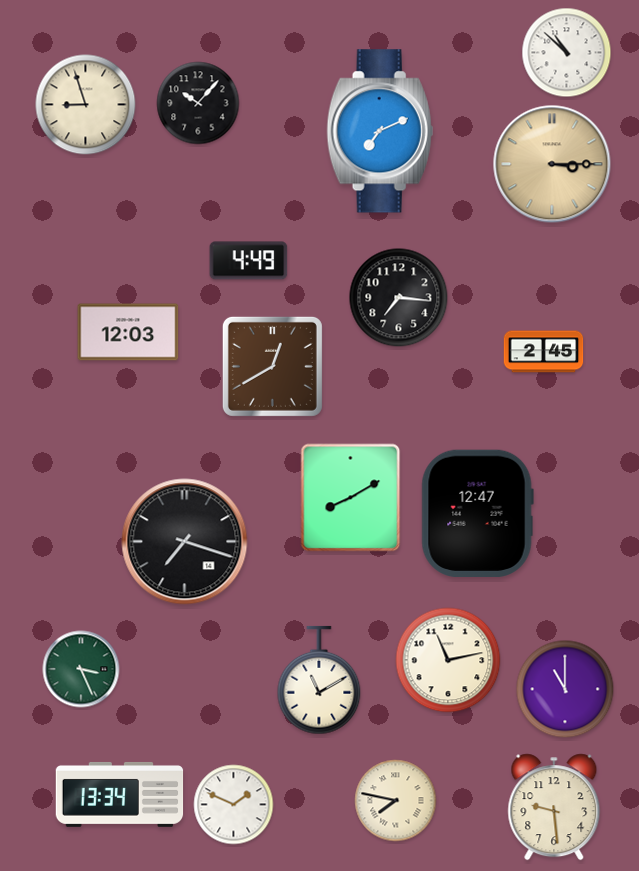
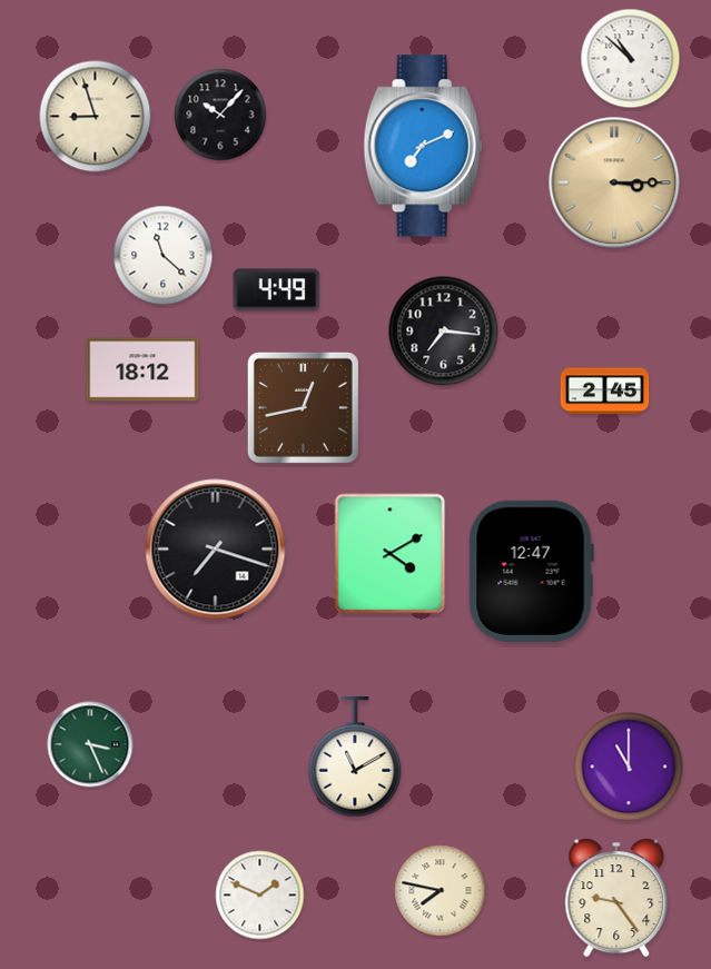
clock at (164, 256): none -> 11:22
clock at (128, 332): 12:03 -> 18:12
clock at (272, 366): 12:40 -> 12:43
clock at (351, 498): 8:10 -> 4:10
clock at (185, 542) position: (185, 542) -> (216, 550)
clock at (448, 660): 11:13 -> none
clock at (120, 794): 13:34 -> none
clock at (554, 807): 9:29 -> 9:24
